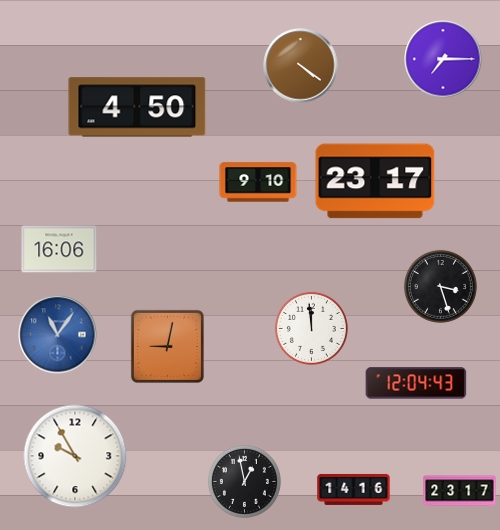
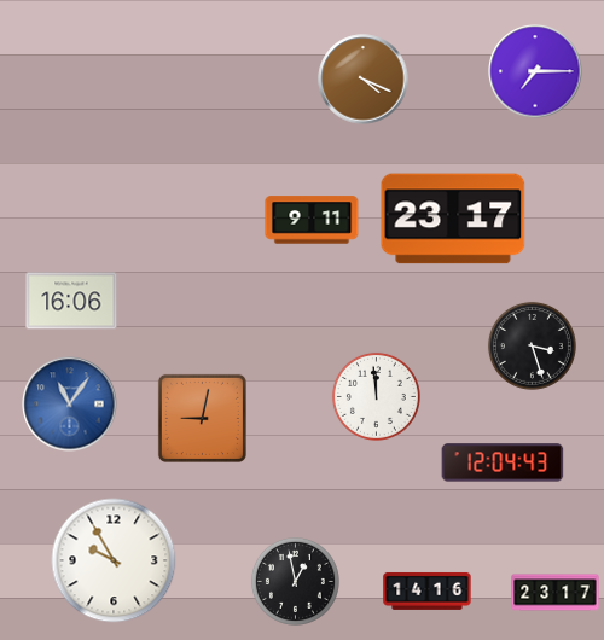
clock at (301, 66): 4:21 -> 4:19
clock at (137, 107): 4:50 -> none
clock at (258, 182): 9:10 -> 9:11
clock at (75, 456) position: (75, 456) -> (114, 560)
